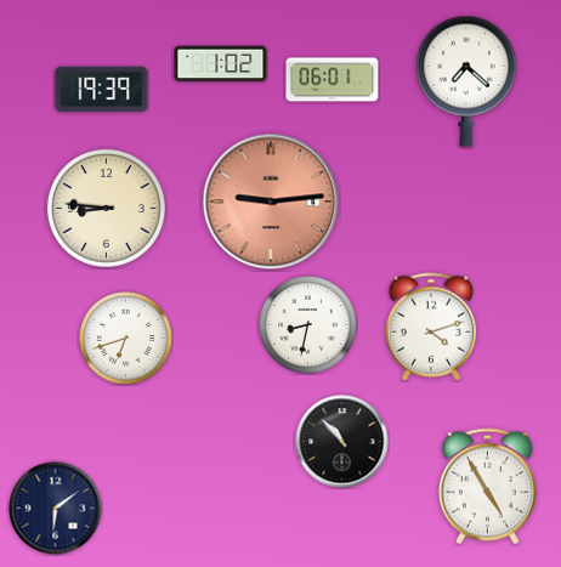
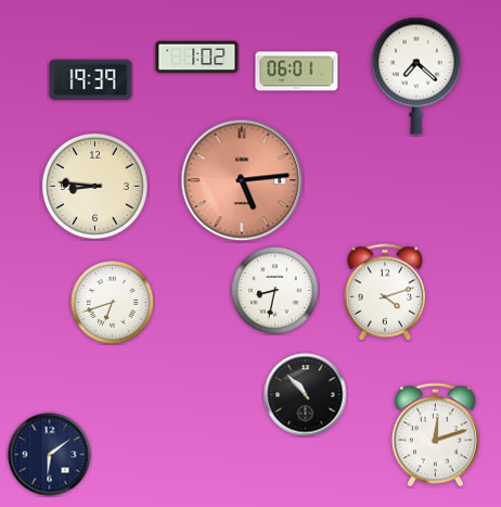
clock at (466, 81) position: (466, 81) -> (416, 76)
clock at (271, 202): 9:14 -> 5:14
clock at (487, 487): 4:55 -> 12:12
